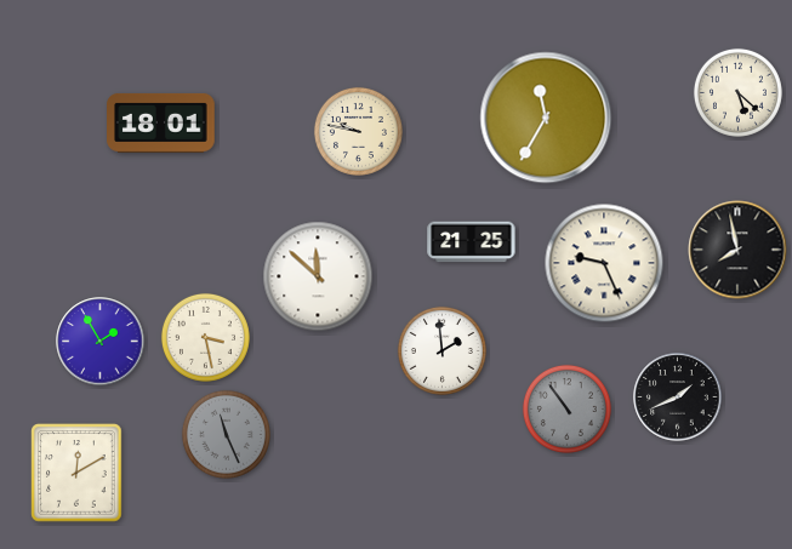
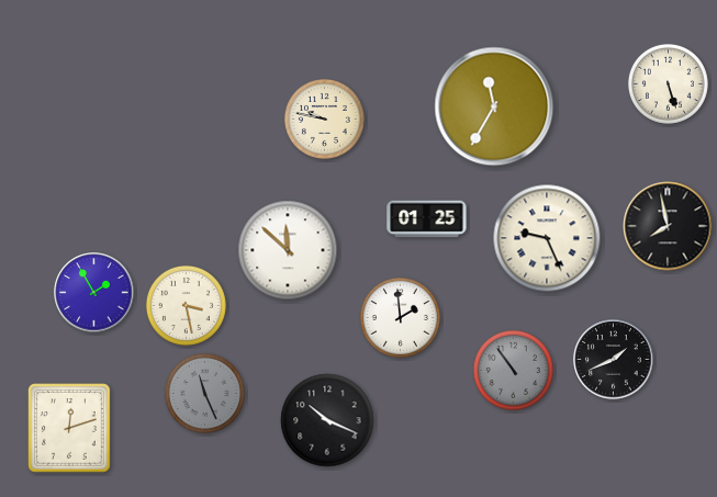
clock at (737, 92): 5:22 -> 5:27
clock at (161, 122): 18:01 -> none
clock at (472, 242): 21:25 -> 01:25
clock at (101, 342) position: (101, 342) -> (94, 293)
clock at (327, 420): none -> 10:19
clock at (76, 473): 12:10 -> 12:12
